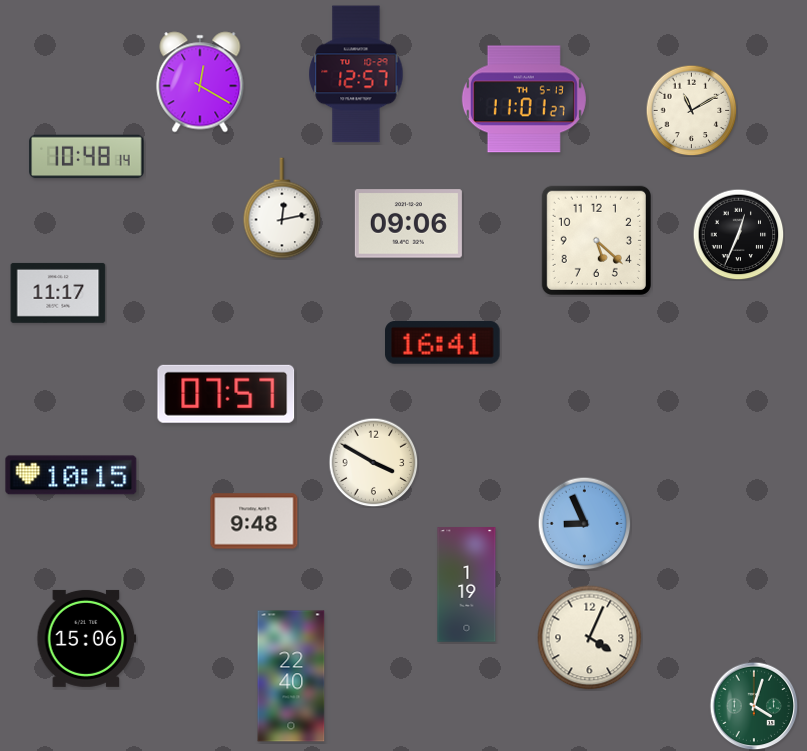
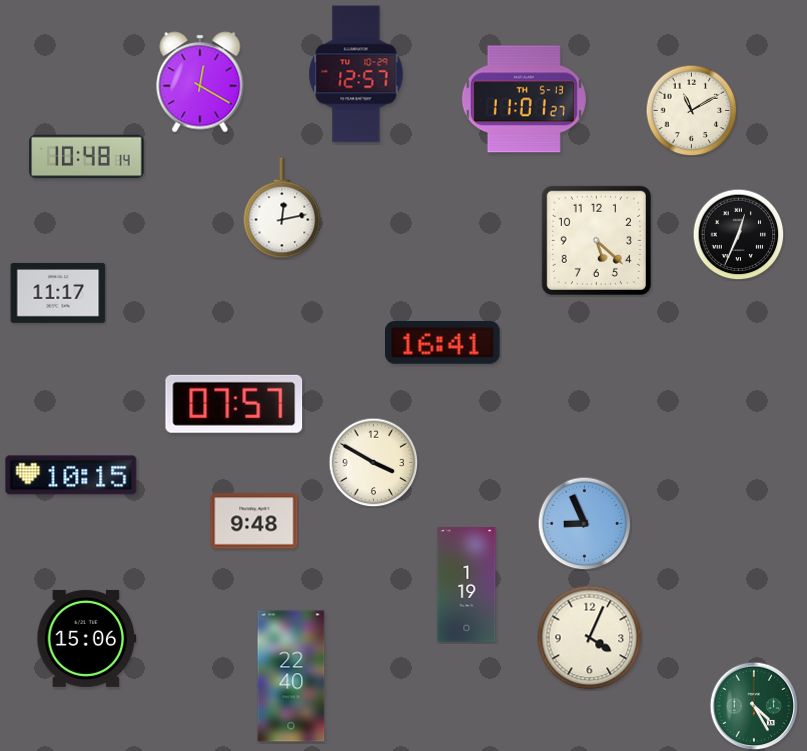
clock at (408, 224): 09:06 -> none
clock at (226, 394) position: (226, 394) -> (234, 404)
clock at (754, 706): 4:03 -> 4:25
